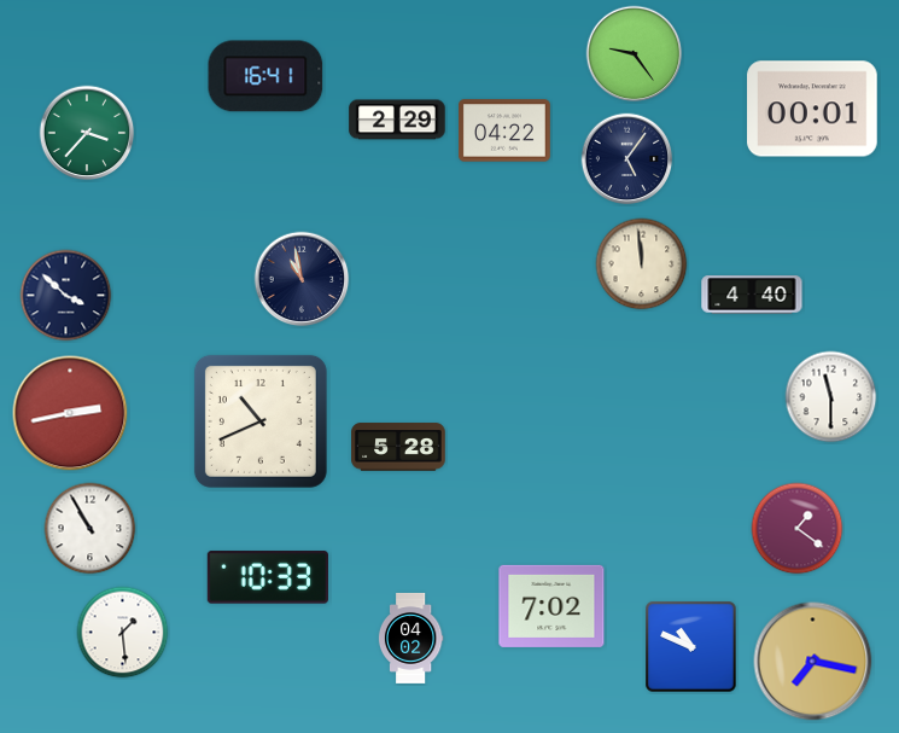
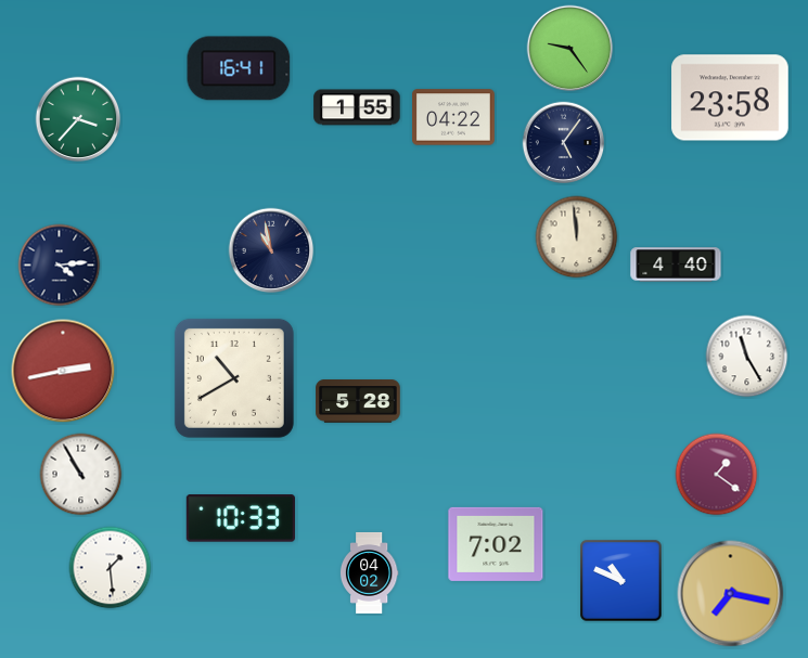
clock at (812, 109): 00:01 -> 23:58
clock at (397, 120): 2:29 -> 1:55
clock at (66, 296): 3:52 -> 4:14
clock at (831, 397): 11:30 -> 11:25
clock at (261, 421): 10:41 -> 10:40
